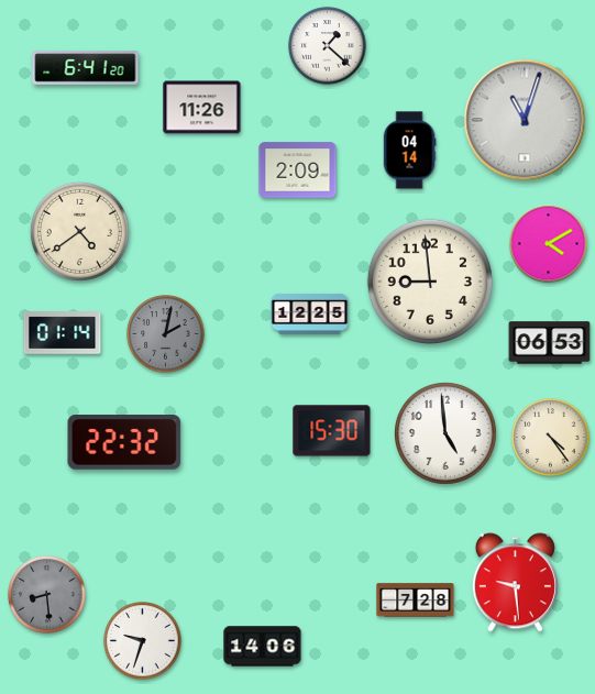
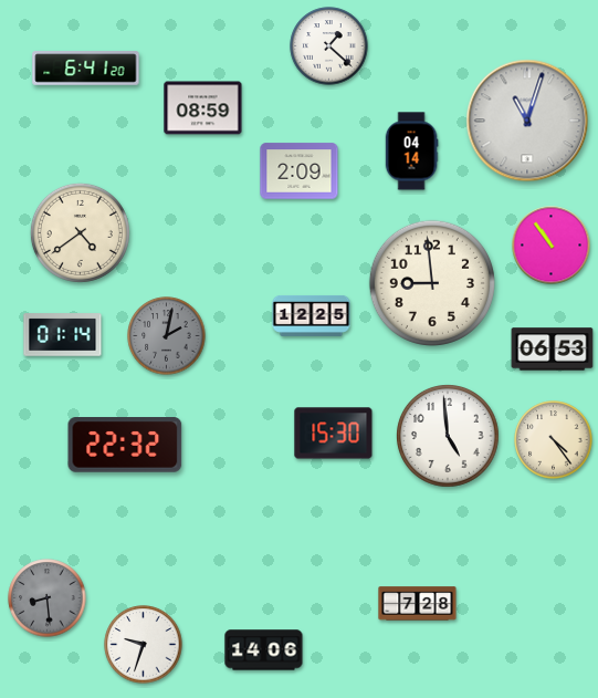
clock at (202, 108): 11:26 -> 08:59
clock at (549, 244): 4:10 -> 10:54
clock at (550, 343) position: (550, 343) -> (553, 350)
clock at (515, 583): 9:29 -> none
